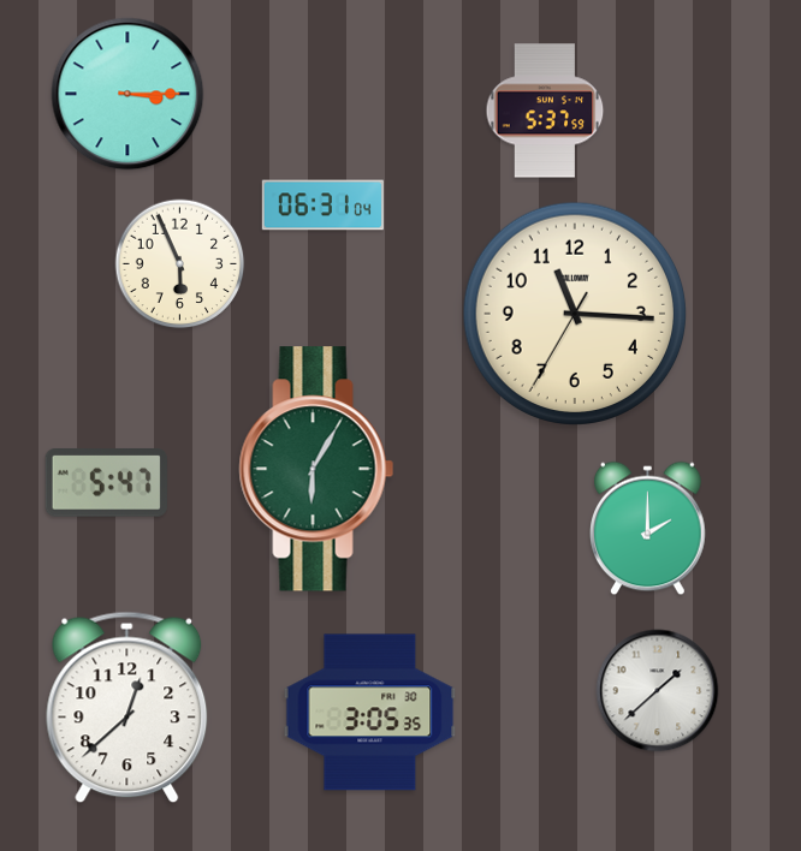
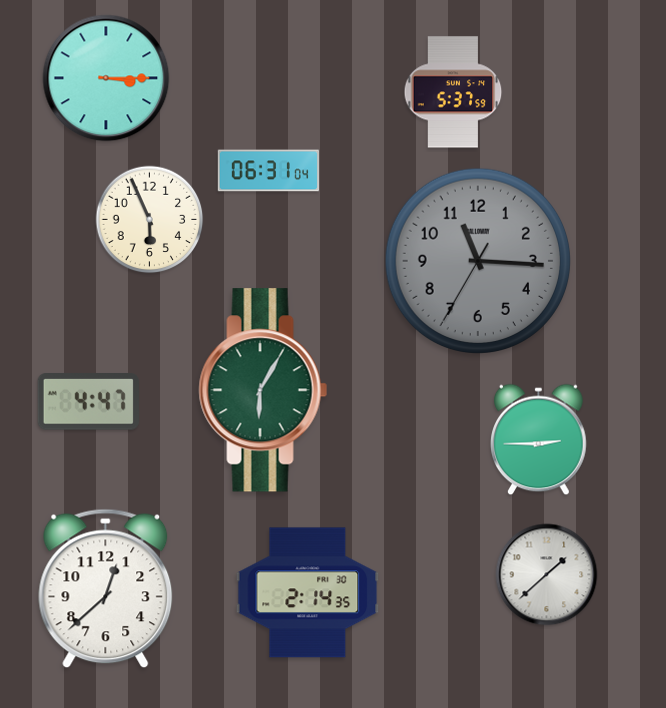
clock at (575, 314) dial: cream -> grey
clock at (106, 483): 5:47 -> 4:47
clock at (648, 529): 2:00 -> 2:45
clock at (370, 713): 3:05 -> 2:14
